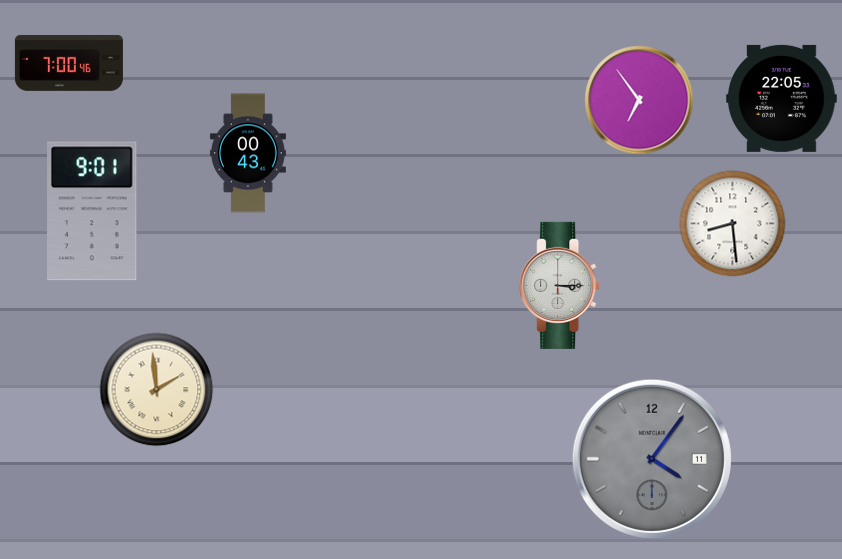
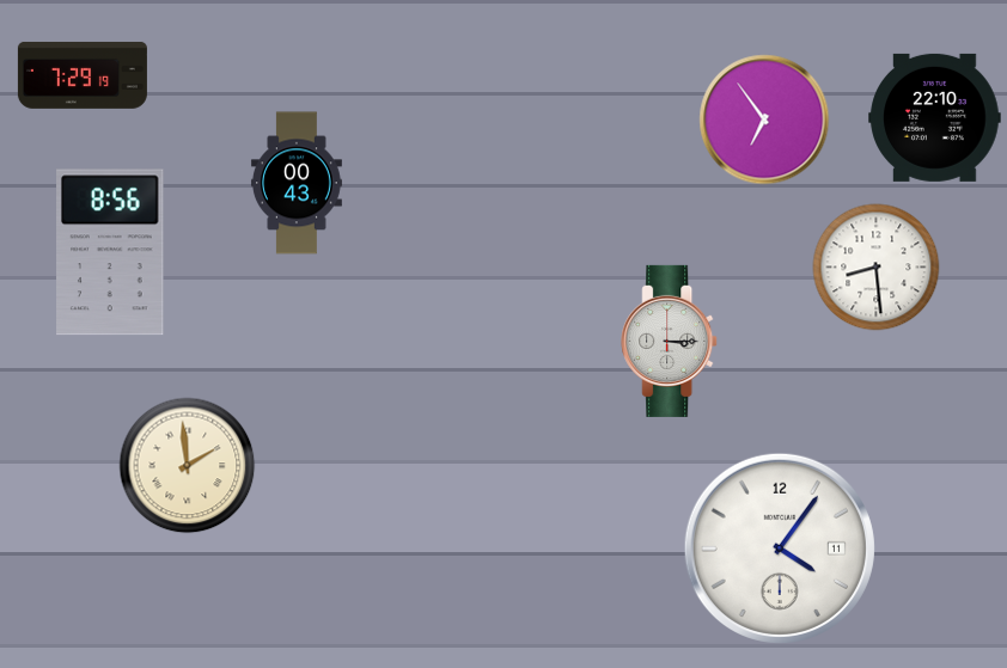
clock at (69, 63): 7:00 -> 7:29
clock at (782, 98): 22:05 -> 22:10
clock at (92, 211): 9:01 -> 8:56
clock at (652, 459) dial: grey -> white
